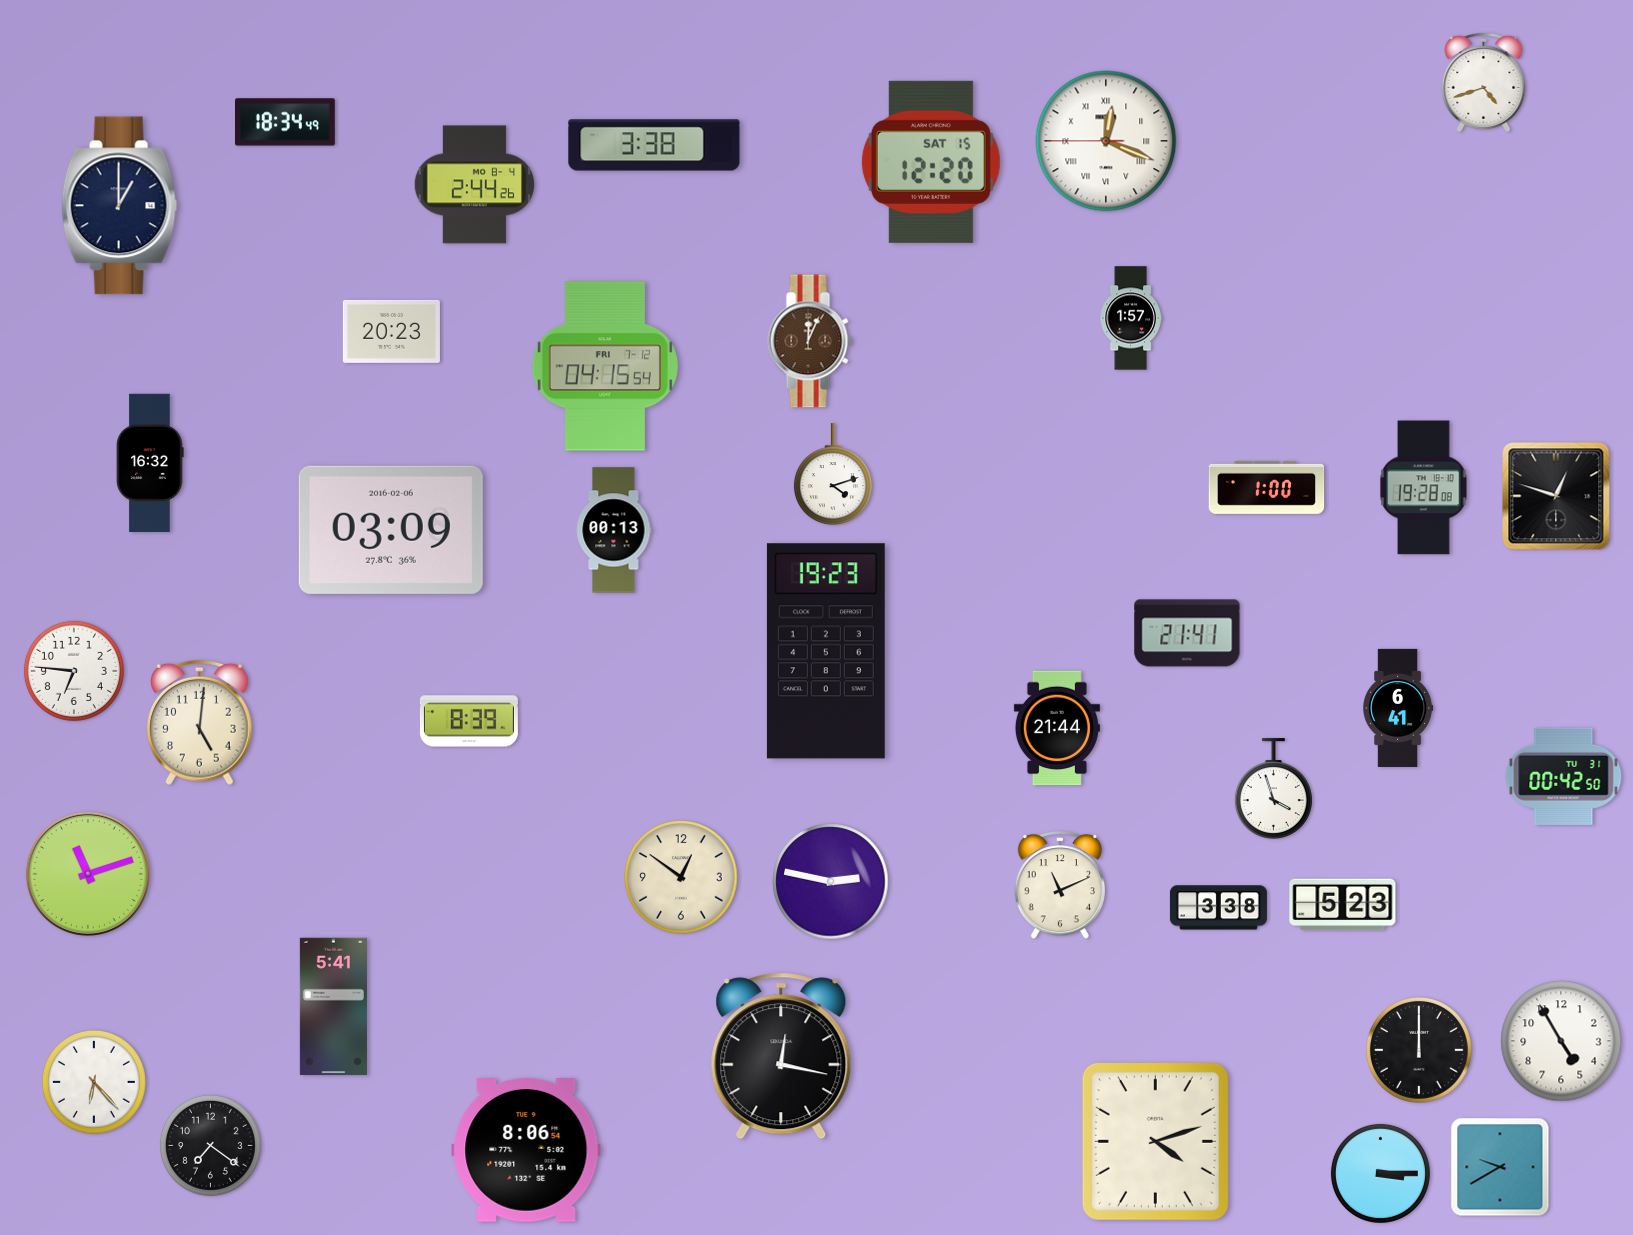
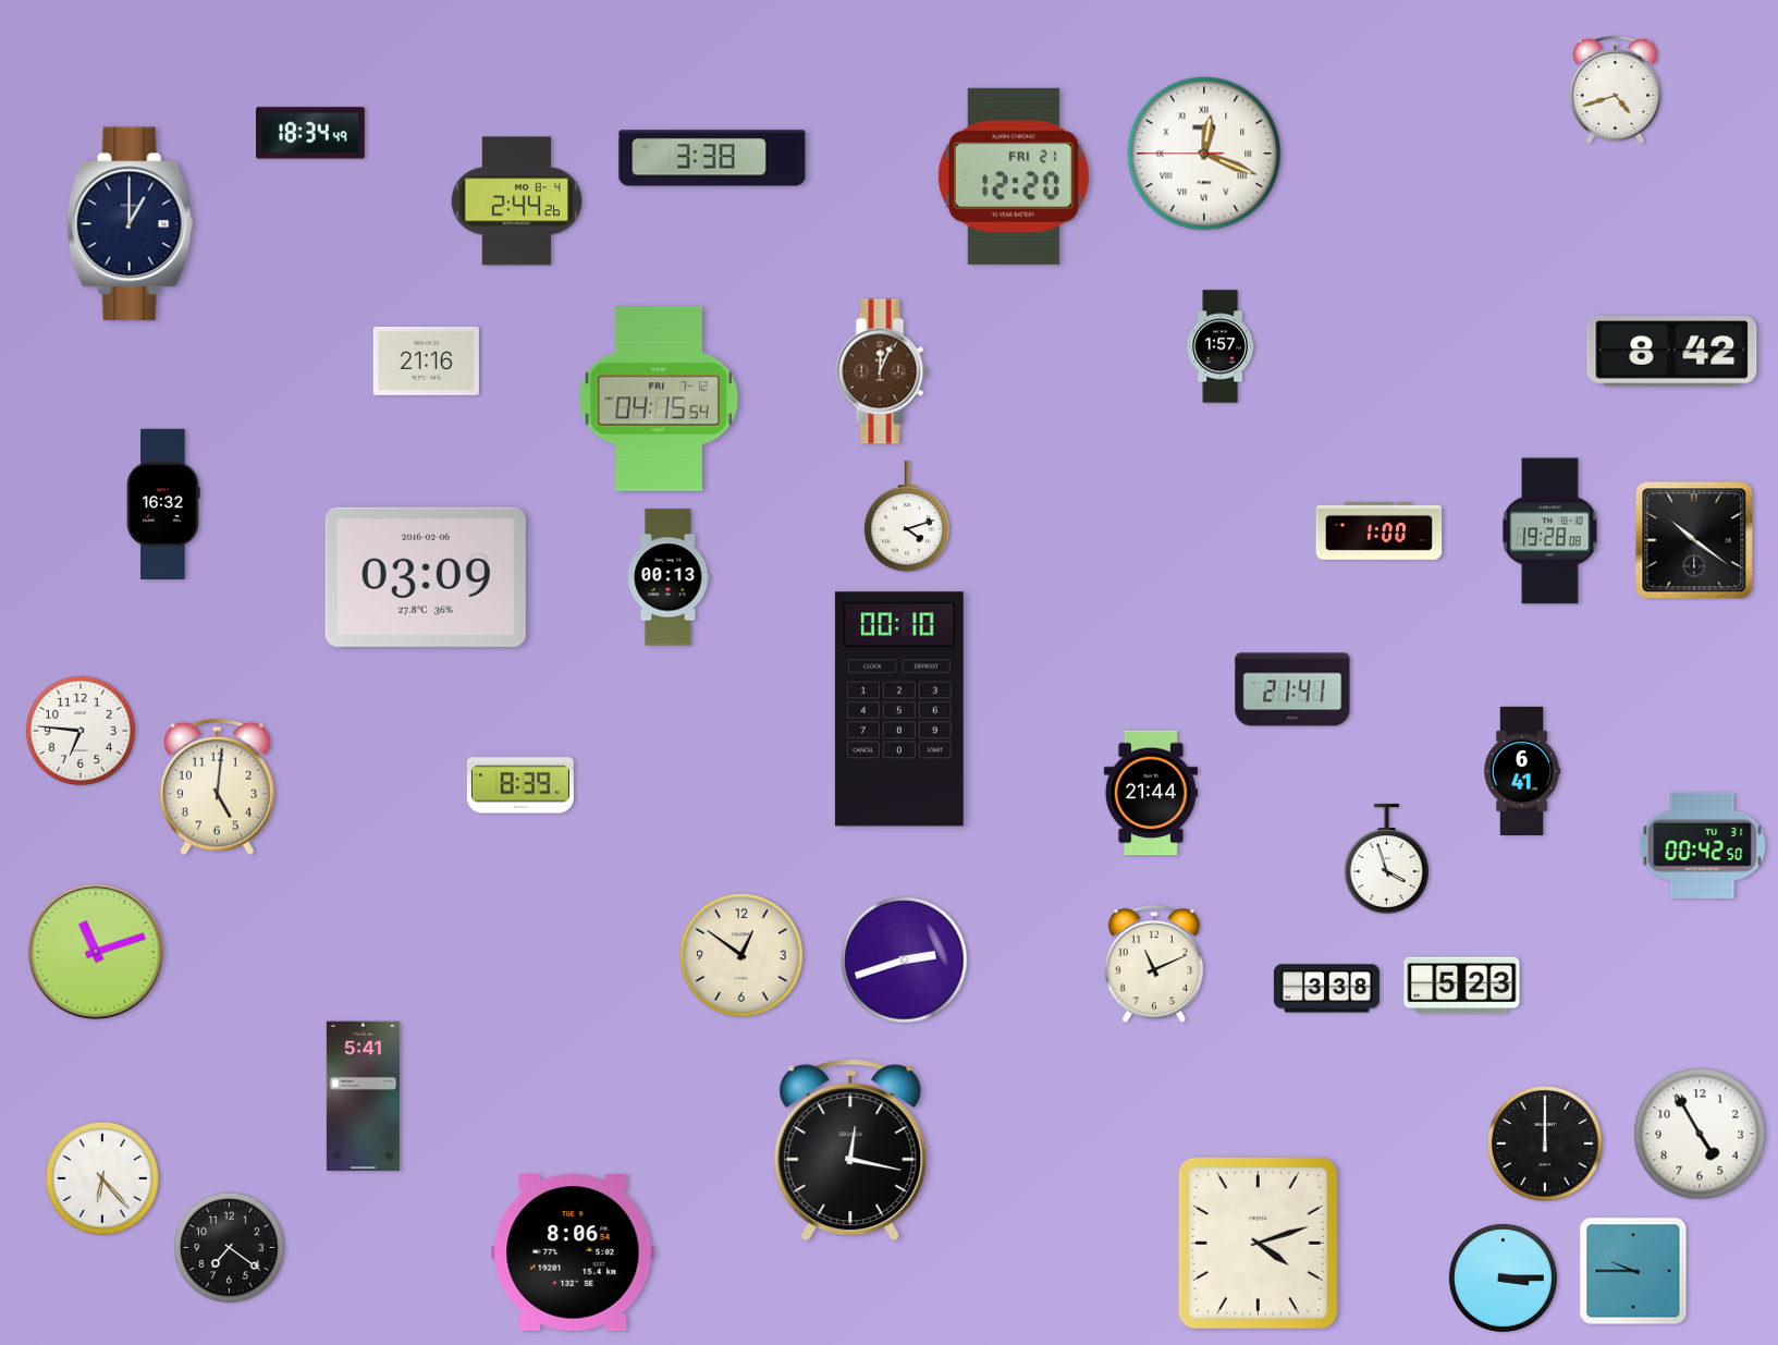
clock at (931, 162) date: SAT 15 -> FRI 21
clock at (1131, 318) position: (1131, 318) -> (1221, 346)
clock at (1672, 352): none -> 8:42
clock at (391, 331): 20:23 -> 21:16
clock at (1556, 496): 12:48 -> 10:21
clock at (826, 651): 19:23 -> 00:10
clock at (469, 721) position: (469, 721) -> (520, 785)
clock at (831, 882): 2:47 -> 2:42
clock at (1500, 1167): 9:40 -> 9:45
